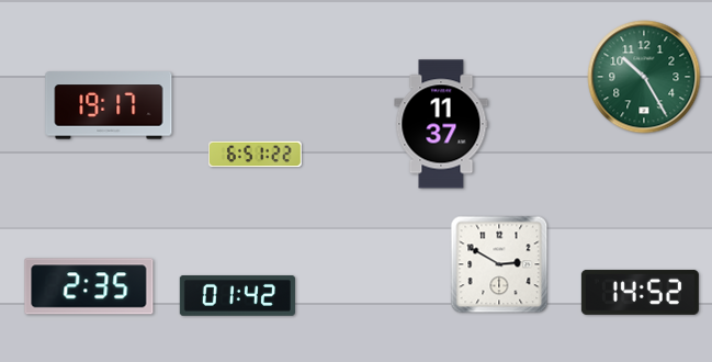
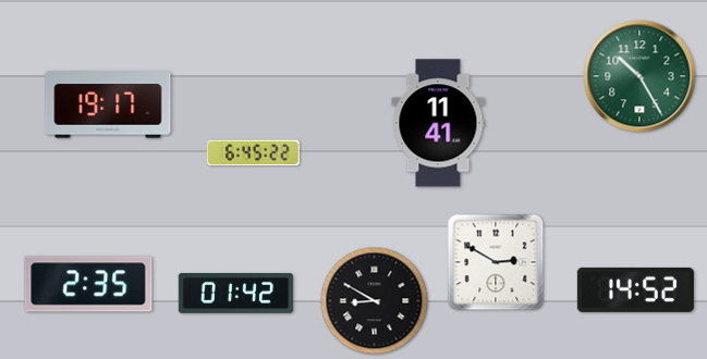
clock at (441, 124): 11:37 -> 11:41
clock at (255, 155): 6:51 -> 6:45
clock at (375, 301): none -> 8:50
